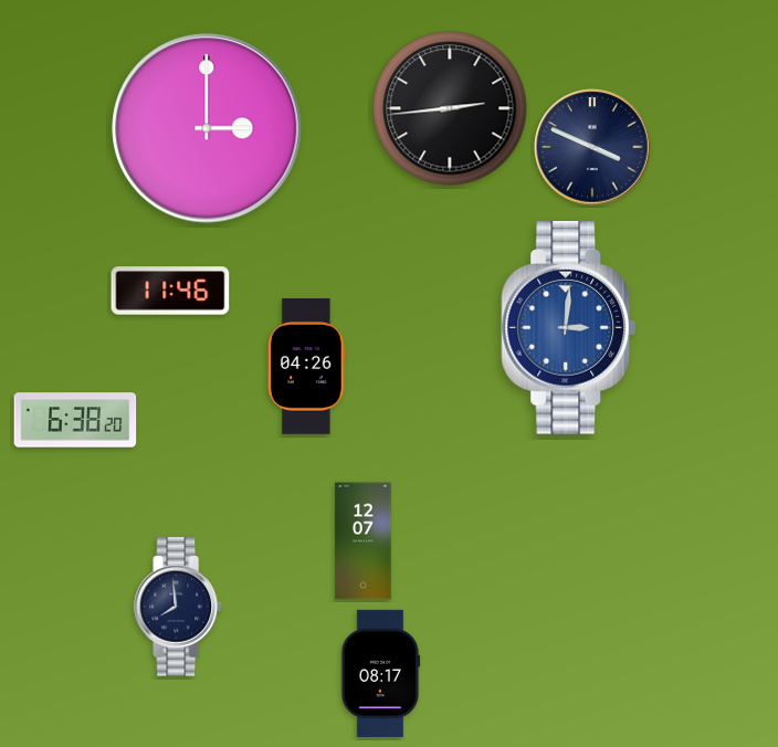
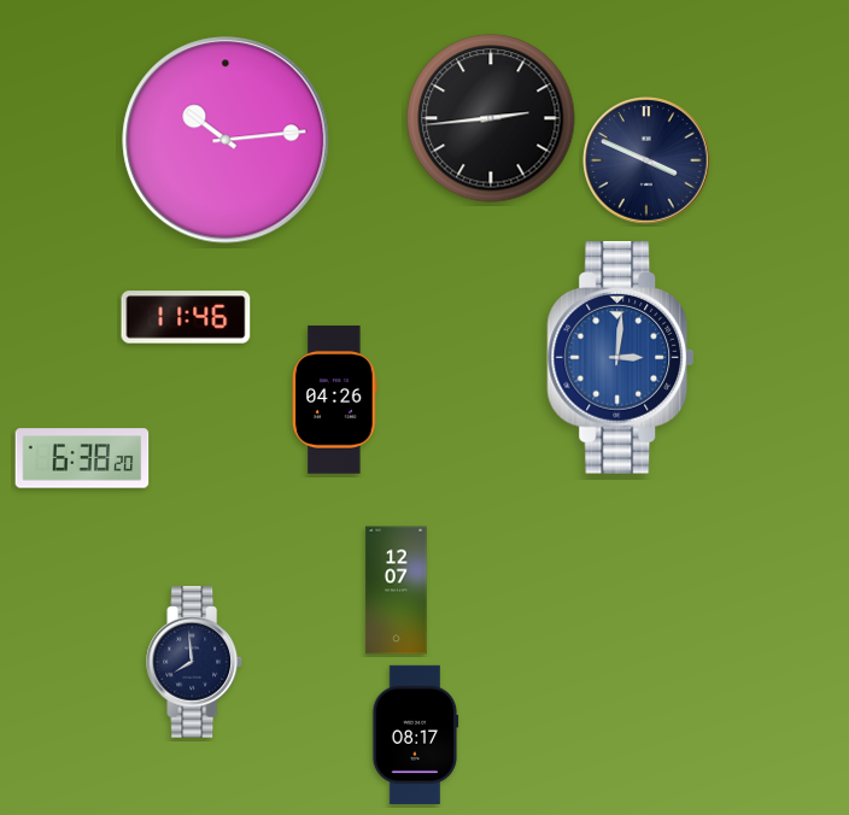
clock at (207, 128): 3:00 -> 10:14
